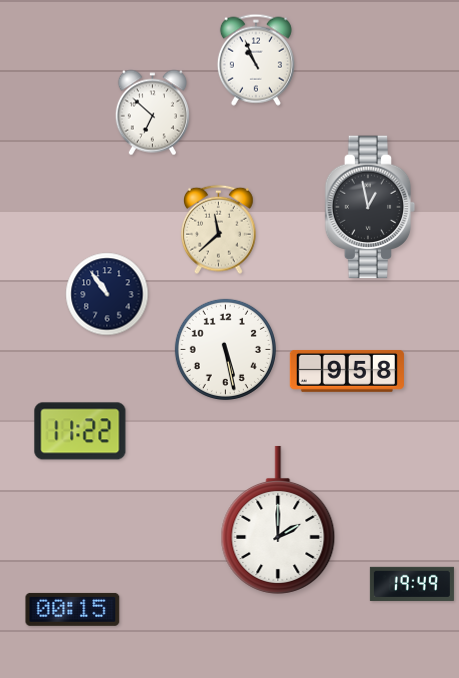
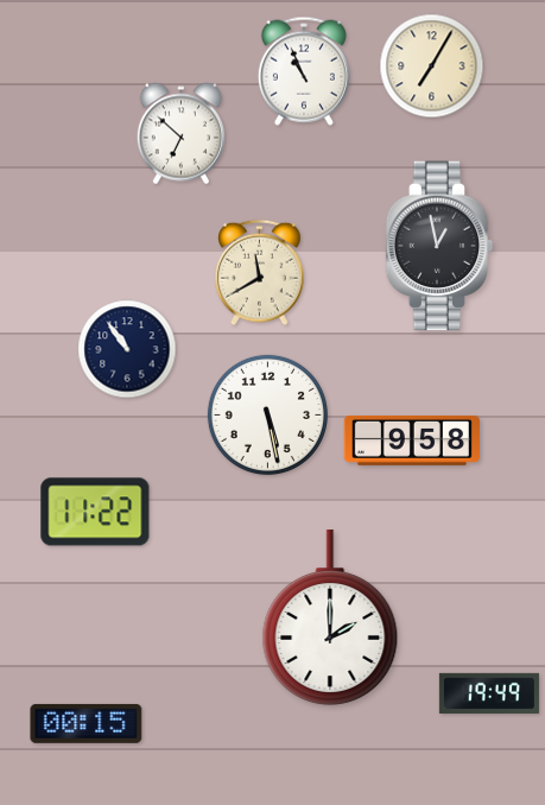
clock at (432, 66): none -> 7:05
clock at (219, 230): 11:38 -> 11:40
